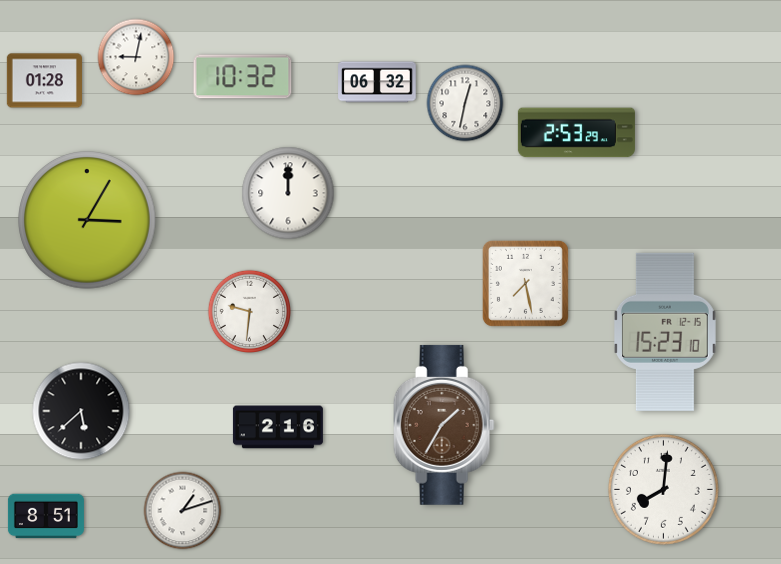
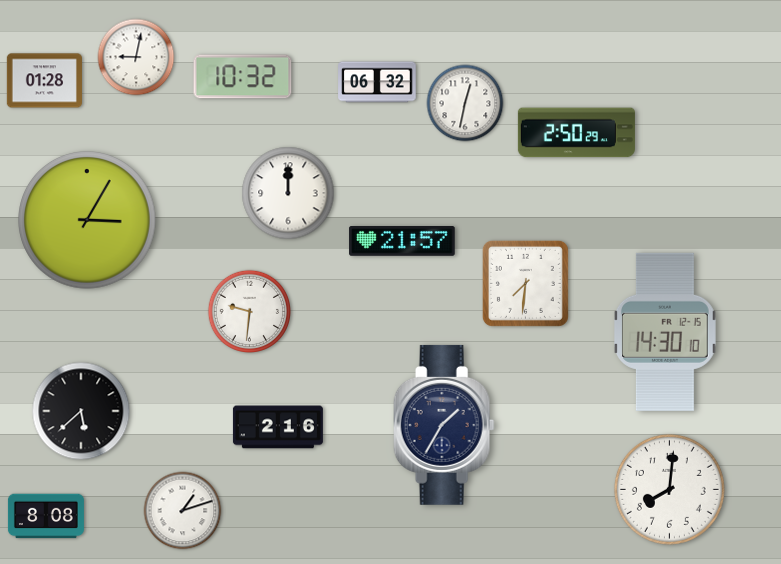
clock at (576, 133): 2:53 -> 2:50
clock at (402, 242): none -> 21:57
clock at (525, 283): 7:28 -> 7:31
clock at (665, 332): 15:23 -> 14:30
clock at (444, 425) dial: brown -> navy
clock at (663, 489) position: (663, 489) -> (669, 489)
clock at (46, 516): 8:51 -> 8:08
